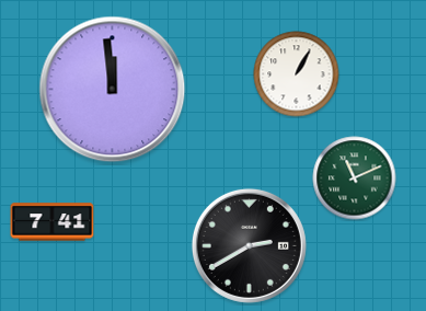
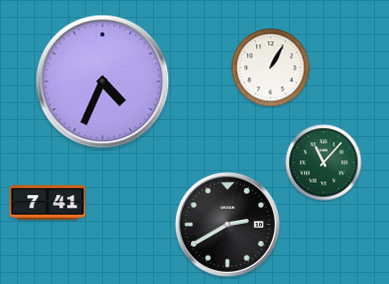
clock at (113, 90): 11:59 -> 4:34
clock at (355, 178): 11:11 -> 11:07
